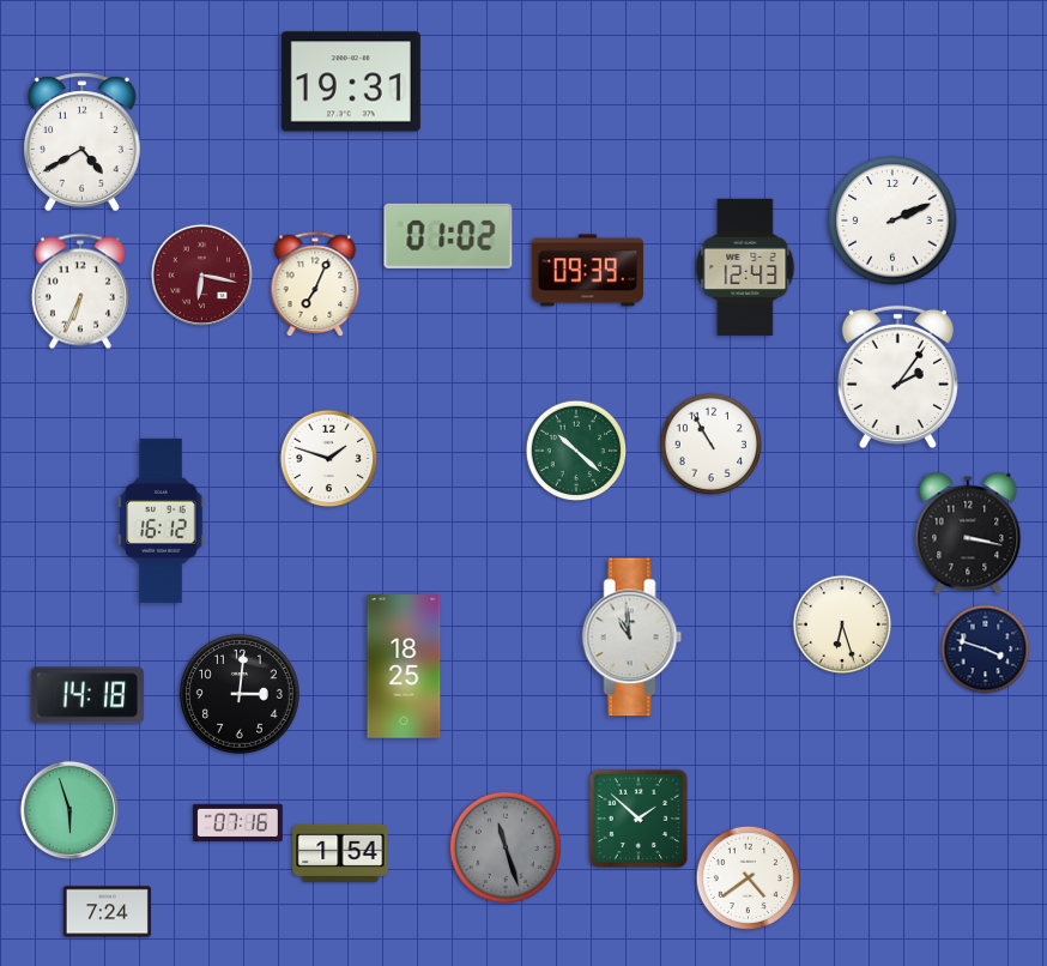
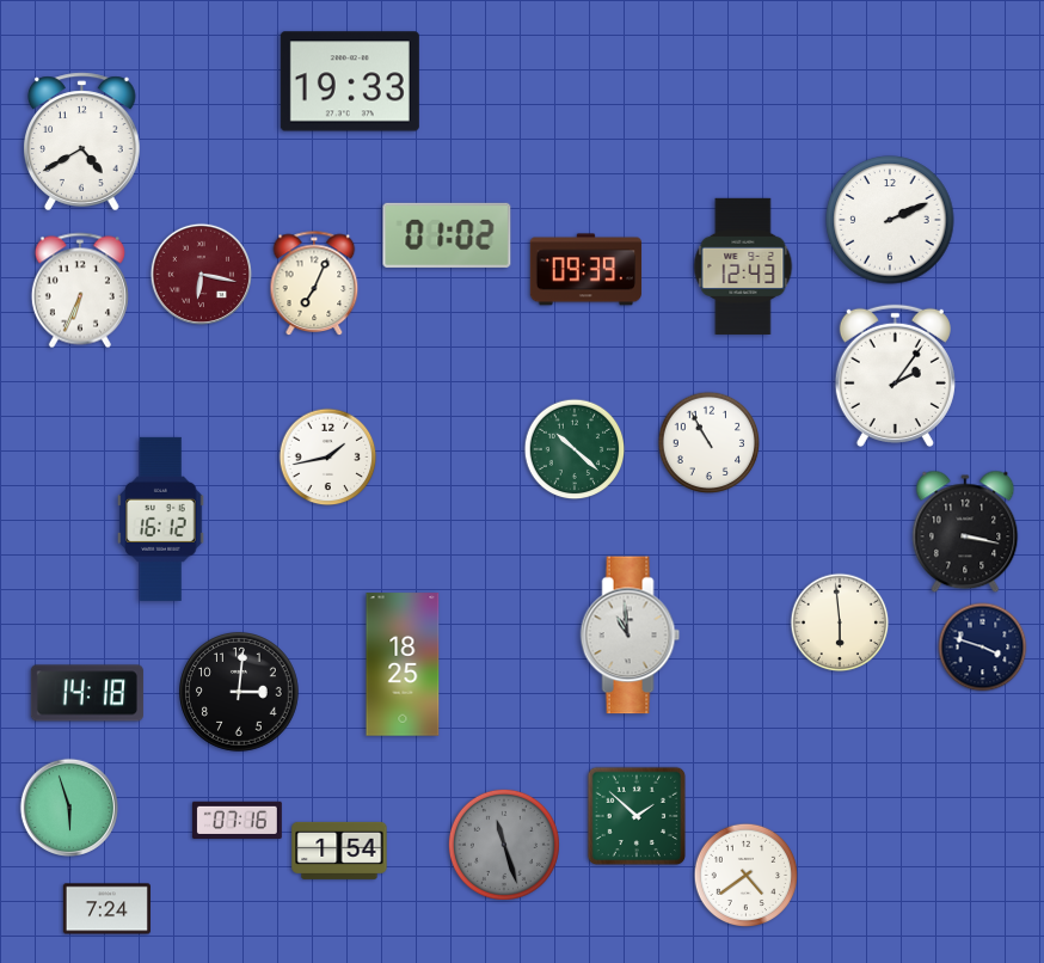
clock at (351, 81): 19:31 -> 19:33
clock at (329, 459): 1:48 -> 1:43
clock at (842, 624): 6:27 -> 5:59
